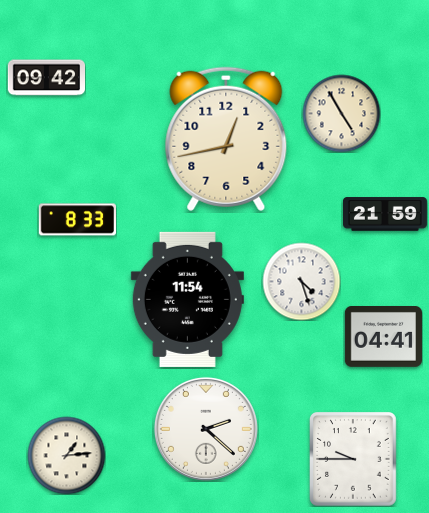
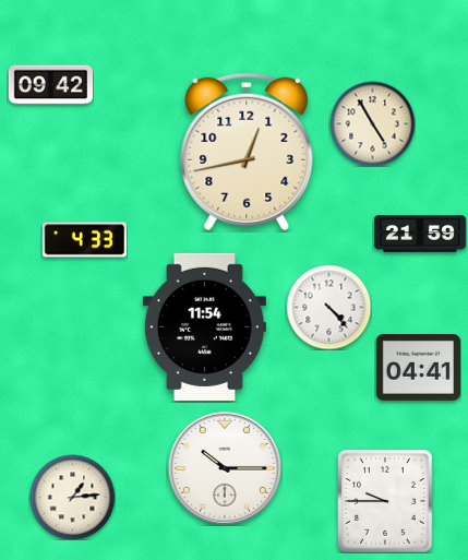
clock at (77, 220): 8:33 -> 4:33
clock at (301, 281): 4:27 -> 4:23
clock at (206, 429): 2:22 -> 10:15
